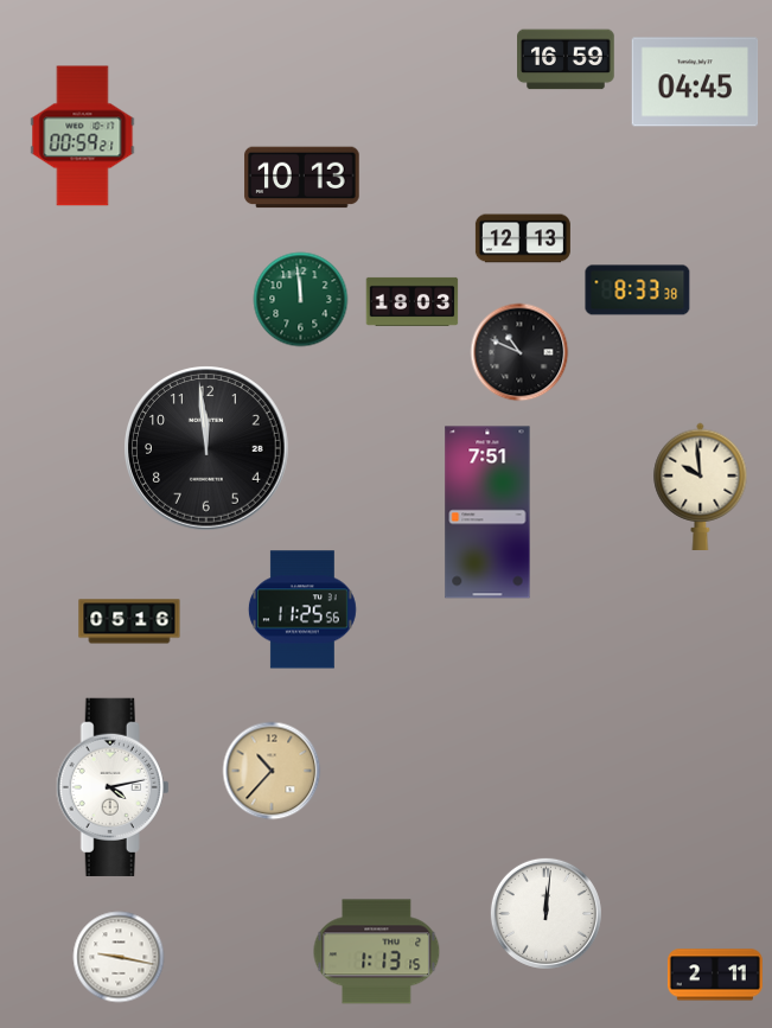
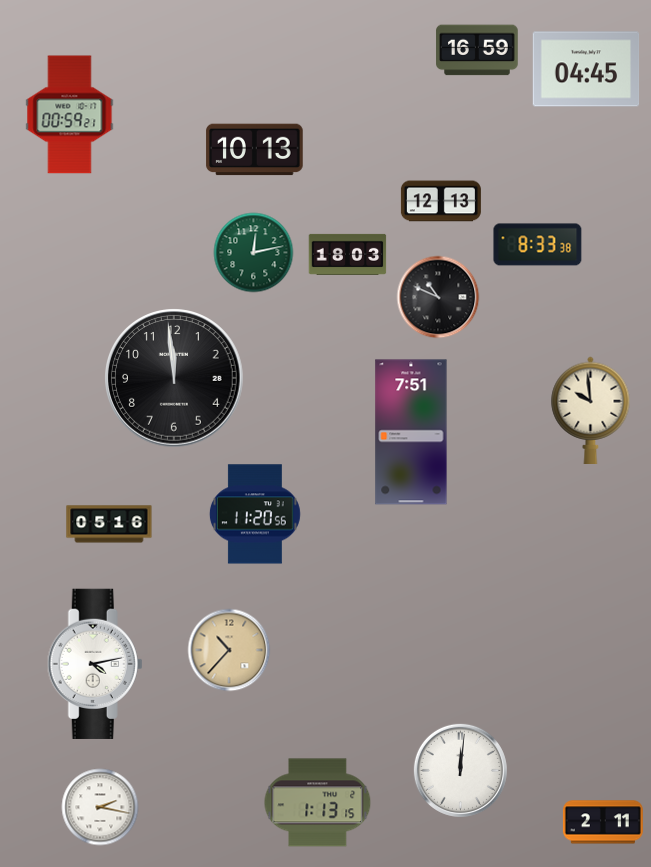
clock at (301, 300): 11:59 -> 12:13
clock at (302, 609): 11:25 -> 11:20
clock at (119, 957): 9:17 -> 2:17
